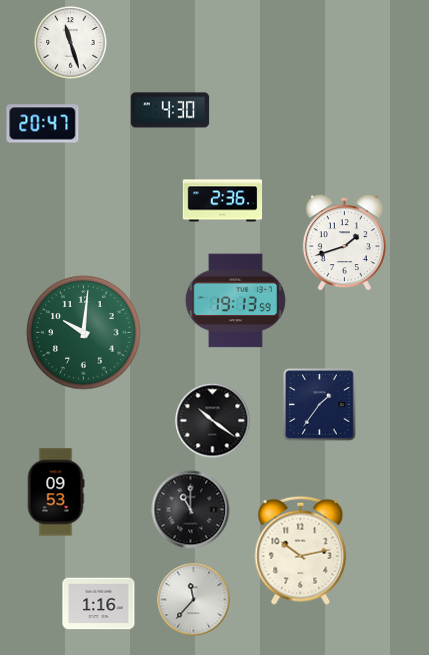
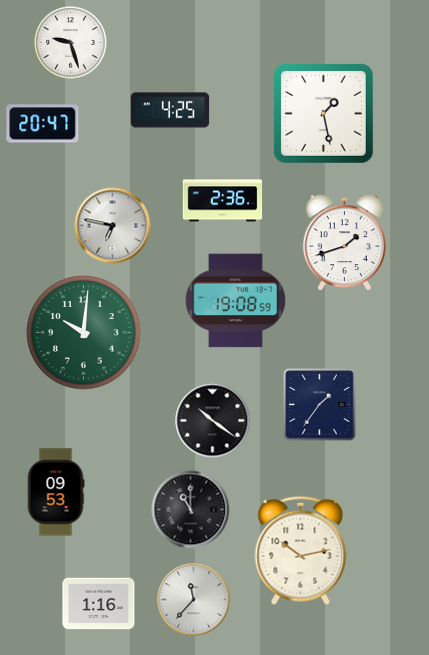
clock at (71, 43): 11:27 -> 9:27
clock at (170, 110): 4:30 -> 4:25
clock at (324, 114): none -> 1:28
clock at (113, 226): none -> 6:47
clock at (235, 301): 19:13 -> 19:08
